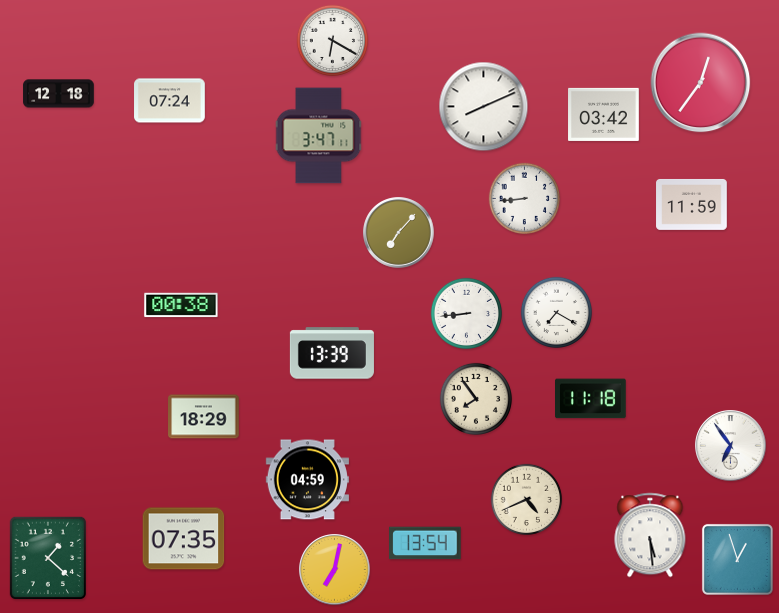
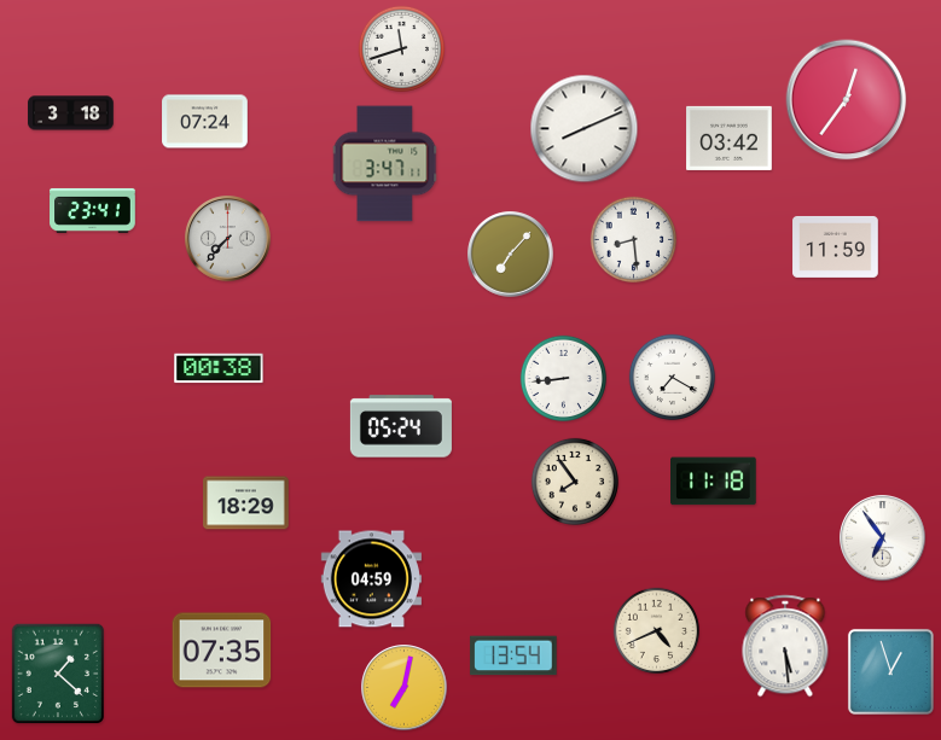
clock at (332, 40): 6:20 -> 11:42
clock at (59, 94): 12:18 -> 3:18
clock at (93, 210): none -> 23:41
clock at (228, 239): none -> 7:37
clock at (524, 198): 8:44 -> 8:29
clock at (399, 233) position: (399, 233) -> (511, 255)
clock at (332, 353): 13:39 -> 05:24
clock at (526, 499) position: (526, 499) -> (656, 630)
clock at (737, 559) position: (737, 559) -> (890, 671)
